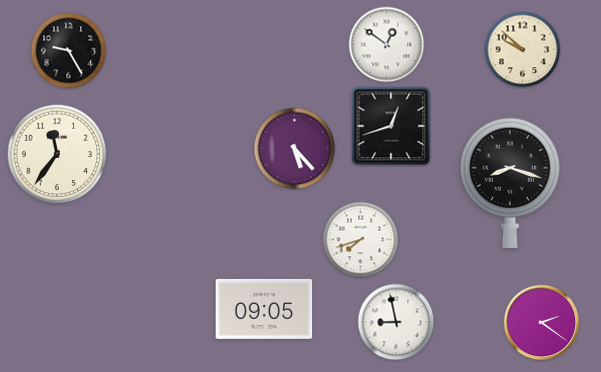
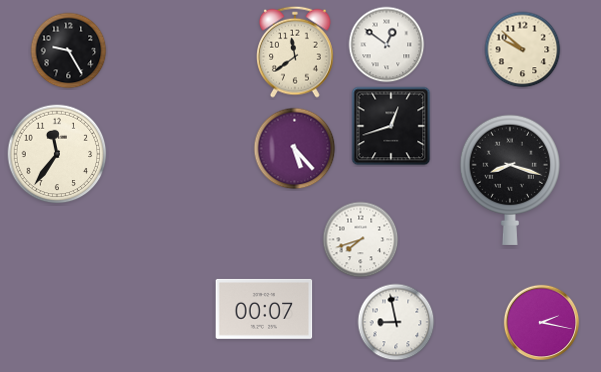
clock at (296, 52): none -> 11:39
clock at (510, 183) position: (510, 183) -> (510, 180)
clock at (264, 309): 09:05 -> 00:07
clock at (542, 323): 2:21 -> 2:17
